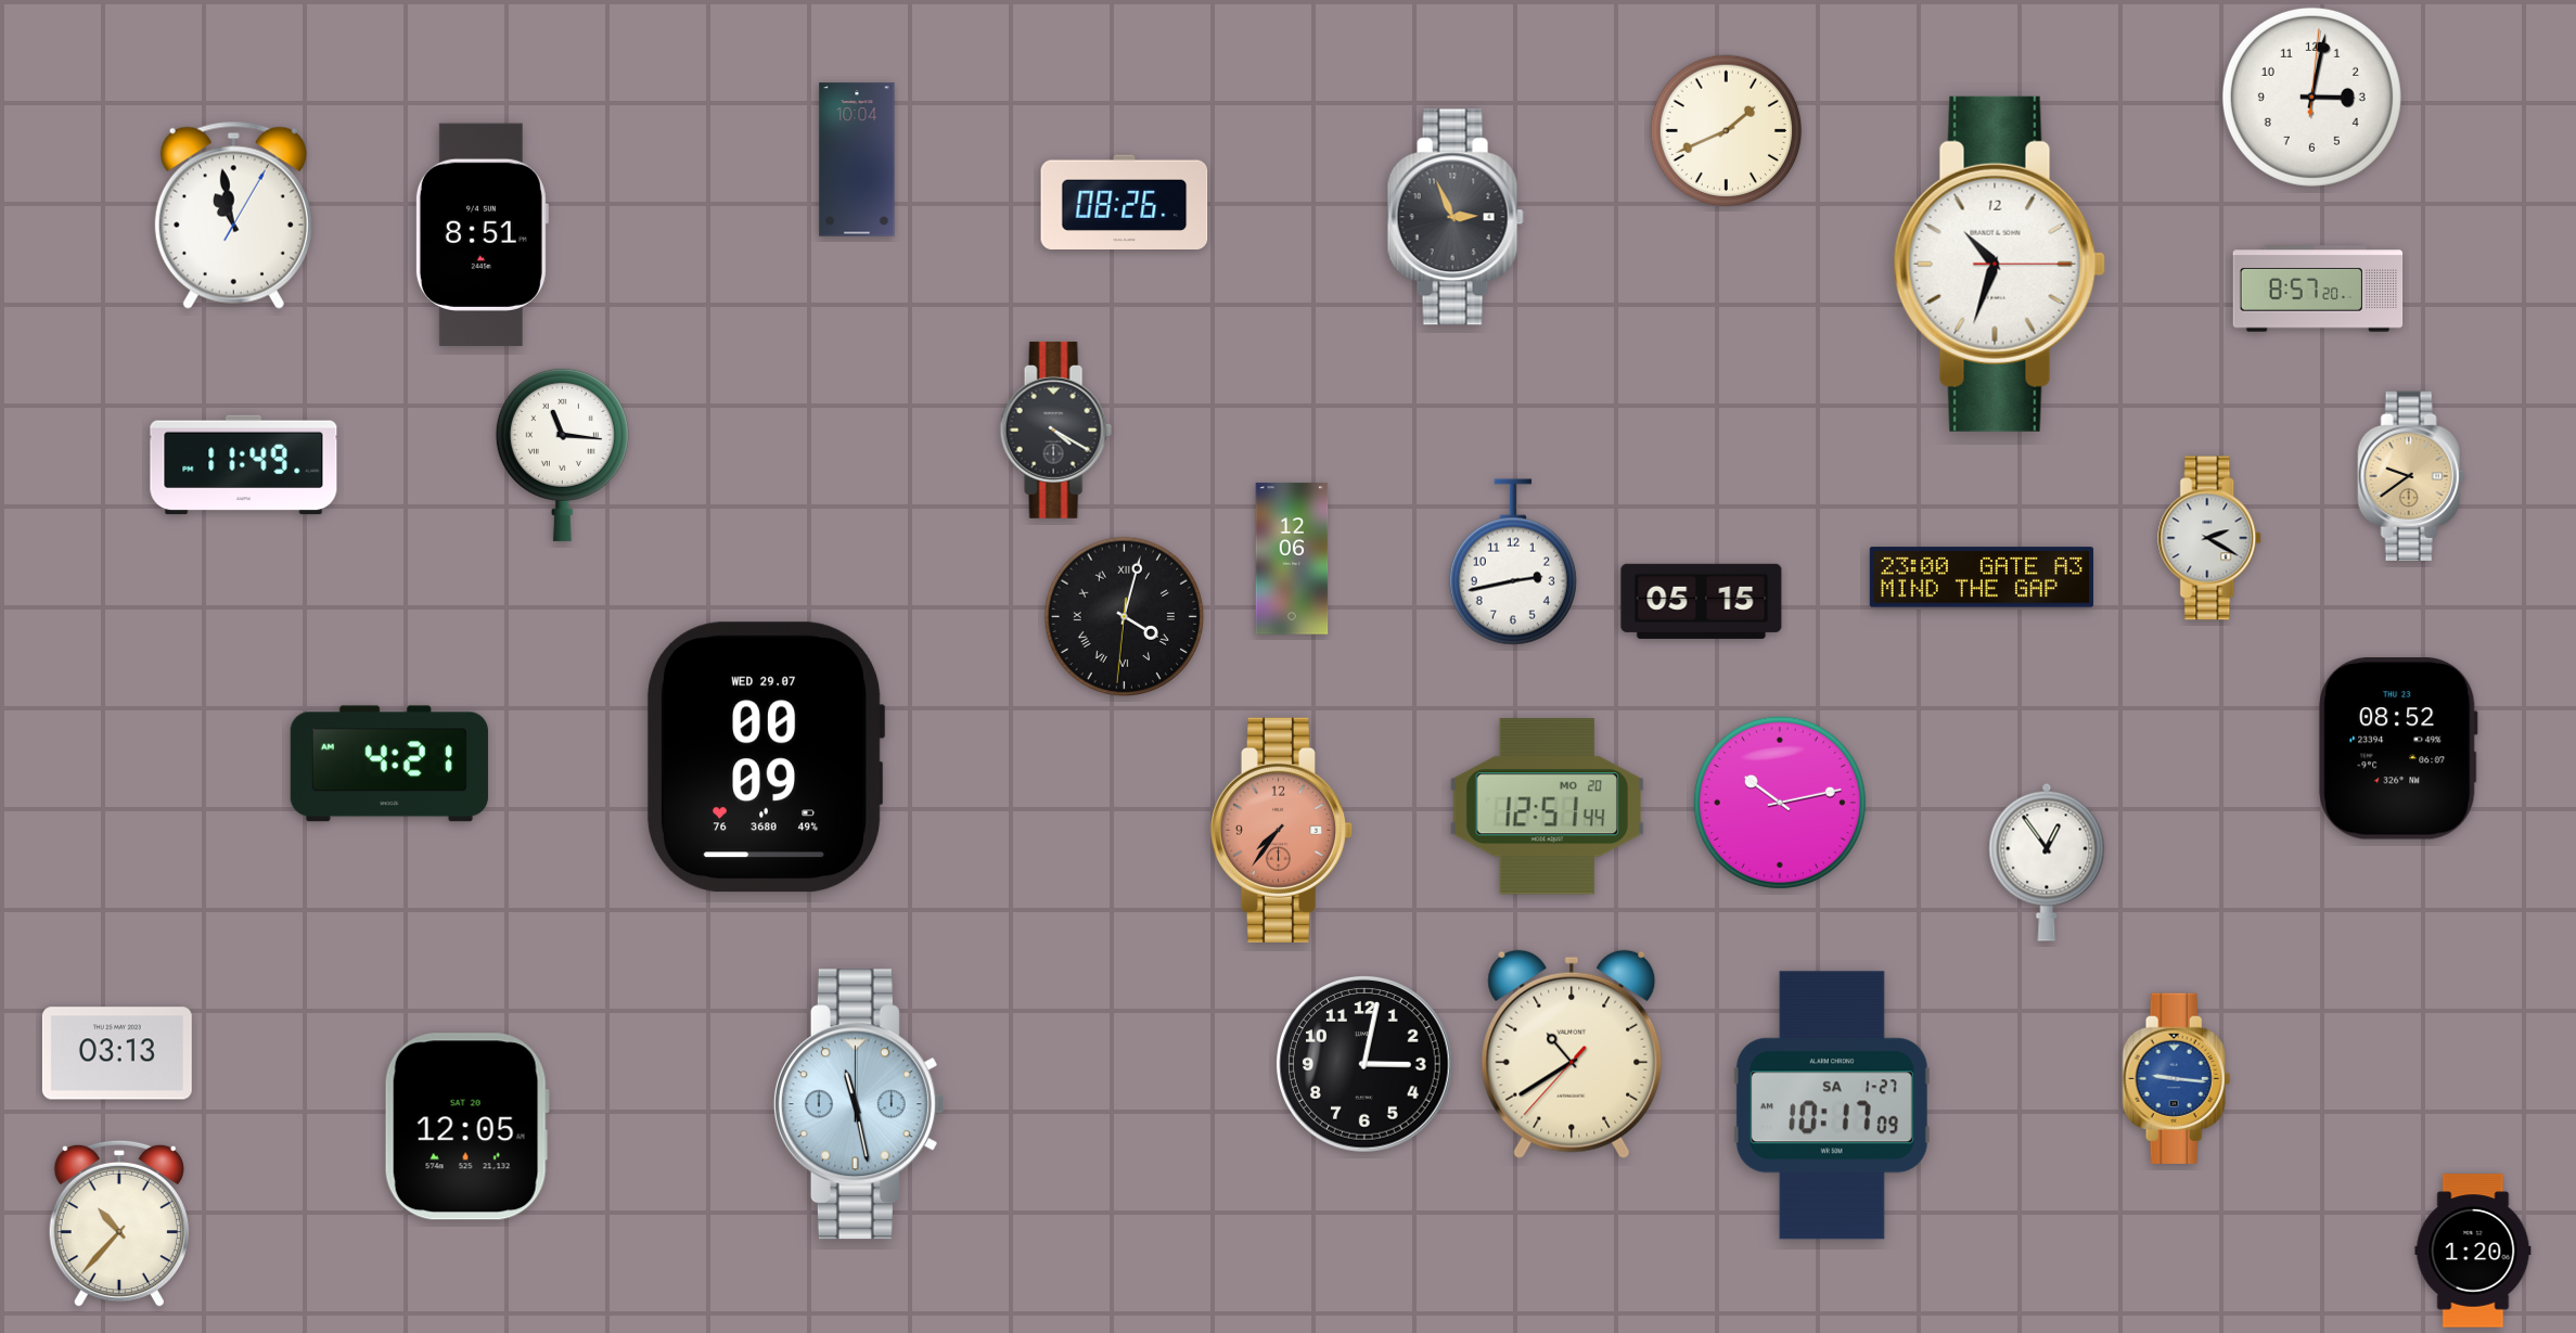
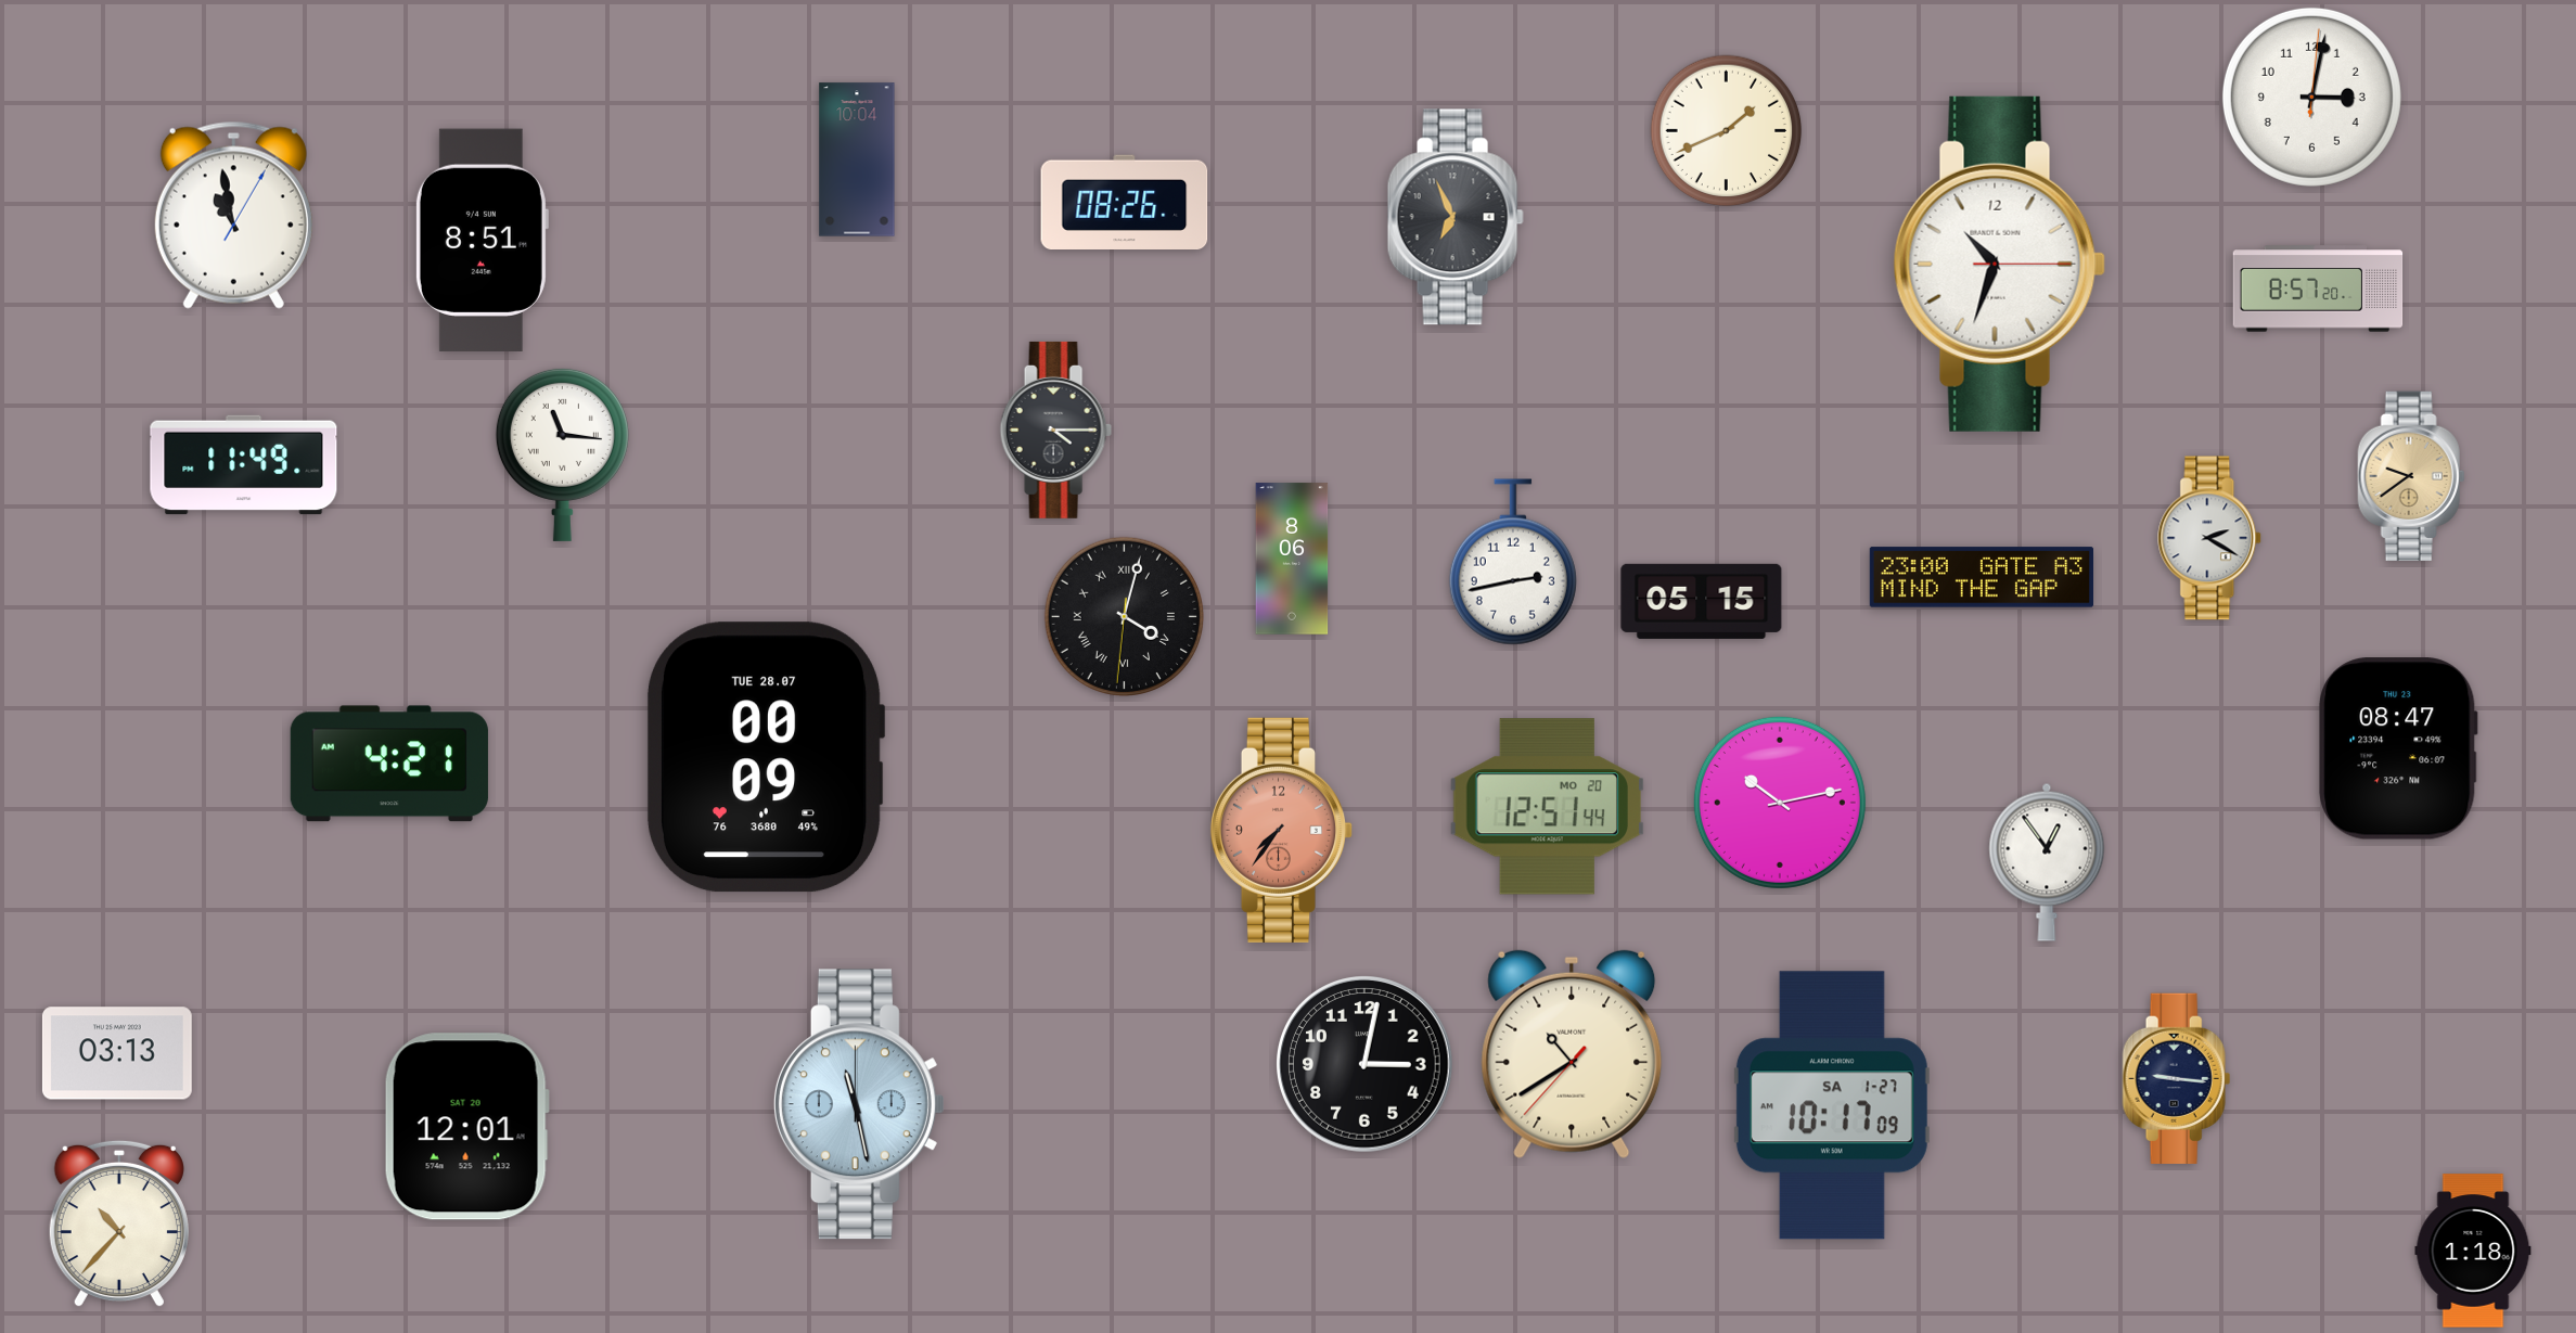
clock at (1456, 217): 2:56 -> 6:56
clock at (482, 234) position: (482, 234) -> (482, 240)
clock at (1055, 430): 4:20 -> 4:15
clock at (1292, 559): 12:06 -> 8:06
clock at (2398, 748): 08:52 -> 08:47
clock at (766, 757) date: WED 29.07 -> TUE 28.07
clock at (2177, 1078) dial: blue -> navy
clock at (466, 1127): 12:05 -> 12:01
clock at (2473, 1251): 1:20 -> 1:18
